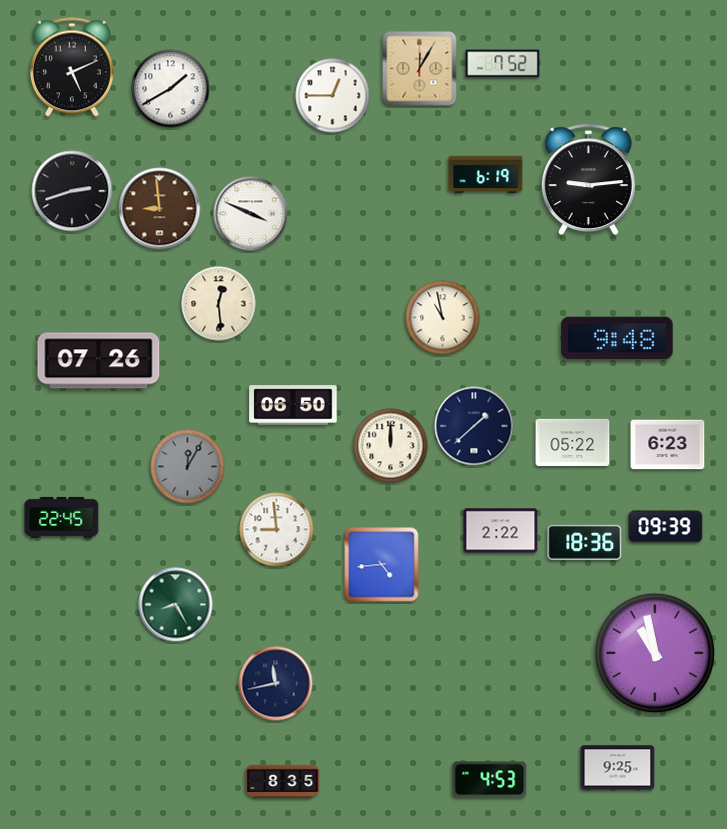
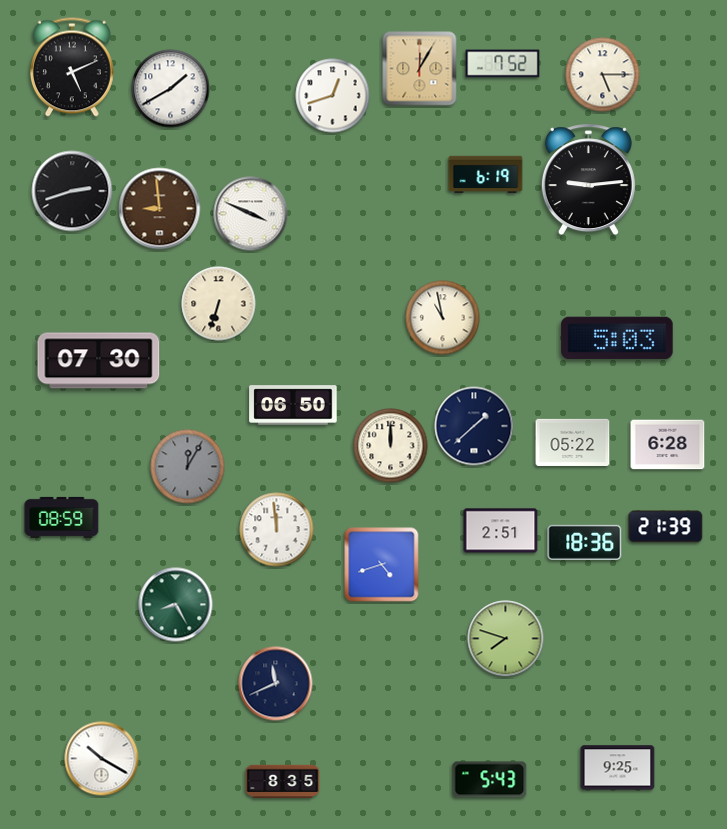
clock at (603, 75): none -> 5:15
clock at (333, 96): 12:45 -> 12:42
clock at (219, 304): 12:29 -> 6:33
clock at (617, 338): 9:48 -> 5:03
clock at (99, 361): 07:26 -> 07:30
clock at (668, 445): 6:23 -> 6:28
clock at (62, 517): 22:45 -> 08:59
clock at (666, 527): 09:39 -> 21:39
clock at (277, 530): 8:59 -> 11:59
clock at (501, 531): 2:22 -> 2:51
clock at (382, 565): 4:44 -> 4:42
clock at (506, 639): none -> 7:48
clock at (655, 653): 10:58 -> none
clock at (276, 684): 11:43 -> 11:41
clock at (102, 759): none -> 10:20
clock at (490, 780): 4:53 -> 5:43
